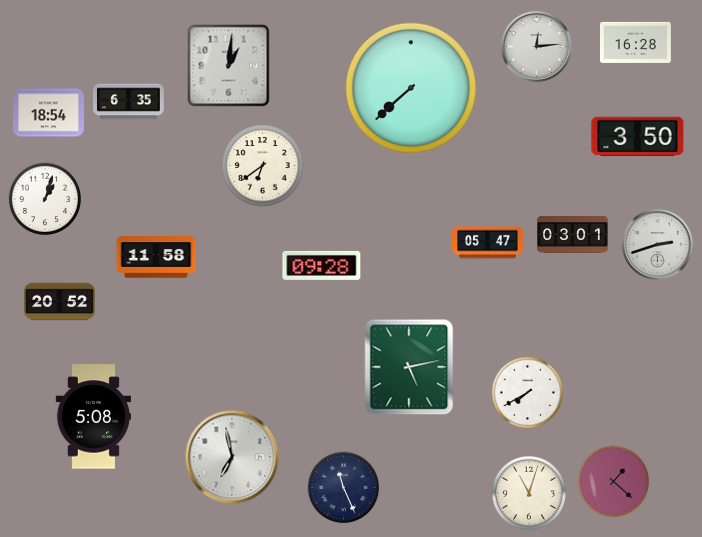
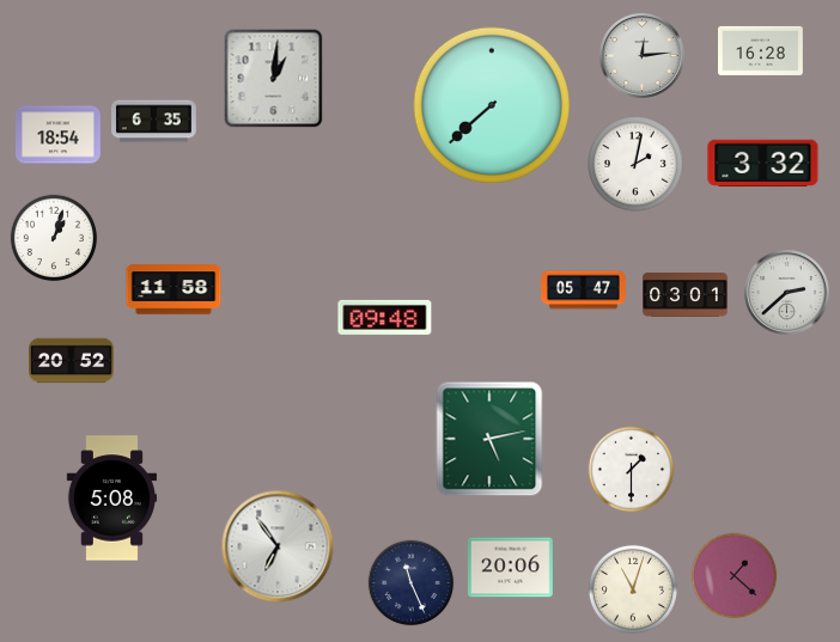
clock at (638, 136): 3:50 -> 3:32
clock at (635, 164): none -> 2:02
clock at (263, 166): 6:39 -> none
clock at (573, 235) position: (573, 235) -> (686, 295)
clock at (658, 245): 2:42 -> 2:38
clock at (156, 257) position: (156, 257) -> (174, 289)
clock at (322, 265): 09:28 -> 09:48
clock at (528, 393): 7:40 -> 1:30
clock at (232, 457): 6:58 -> 6:54
clock at (510, 568): none -> 20:06
